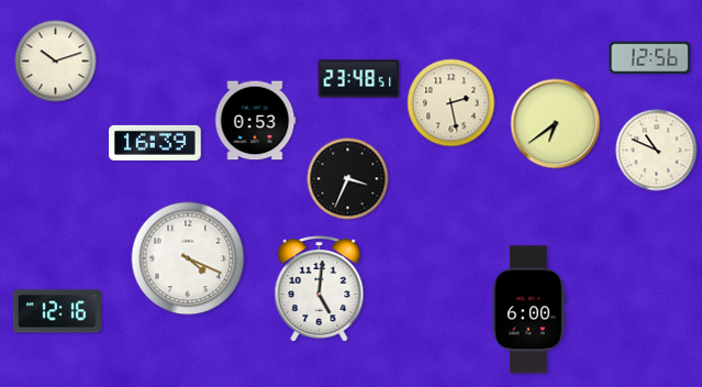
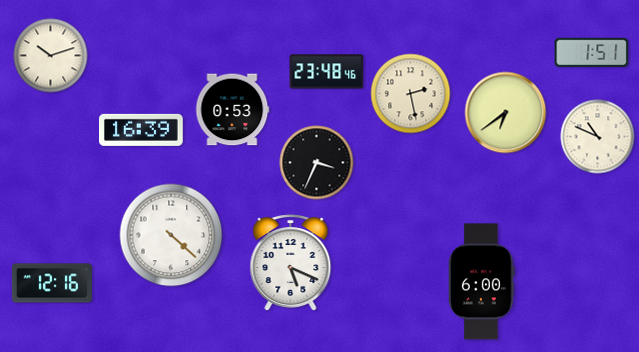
clock at (650, 57): 12:56 -> 1:51
clock at (359, 79): 23:48:51 -> 23:48:46
clock at (188, 258): 4:19 -> 4:22
clock at (320, 289): 5:01 -> 5:19
